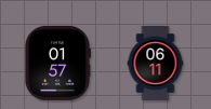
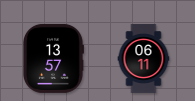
clock at (57, 63): 01:57 -> 13:57
